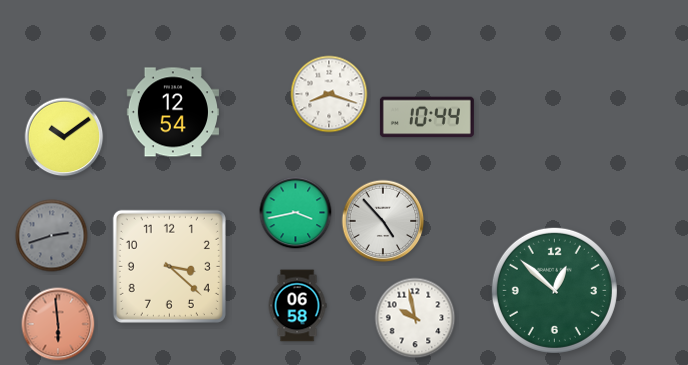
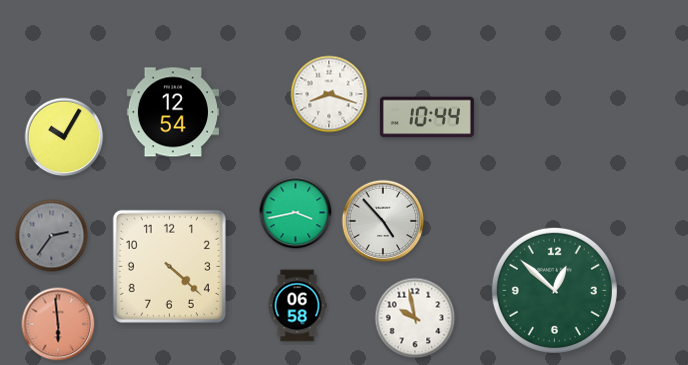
clock at (64, 137): 10:09 -> 10:05
clock at (52, 236): 2:42 -> 2:36
clock at (169, 266): 3:22 -> 4:22
